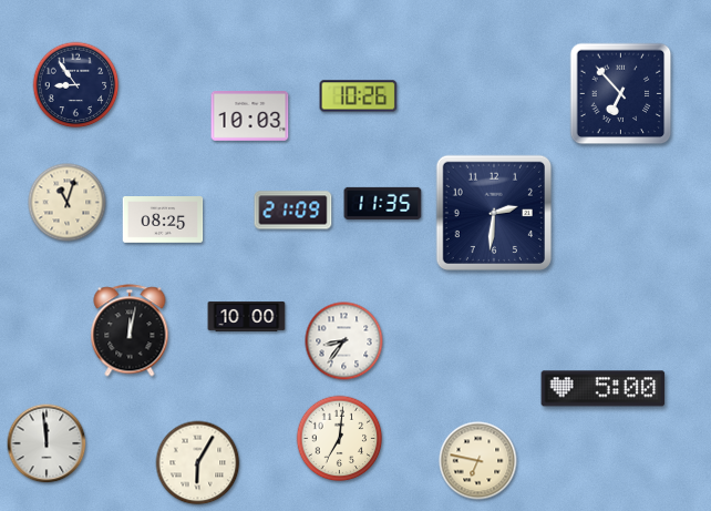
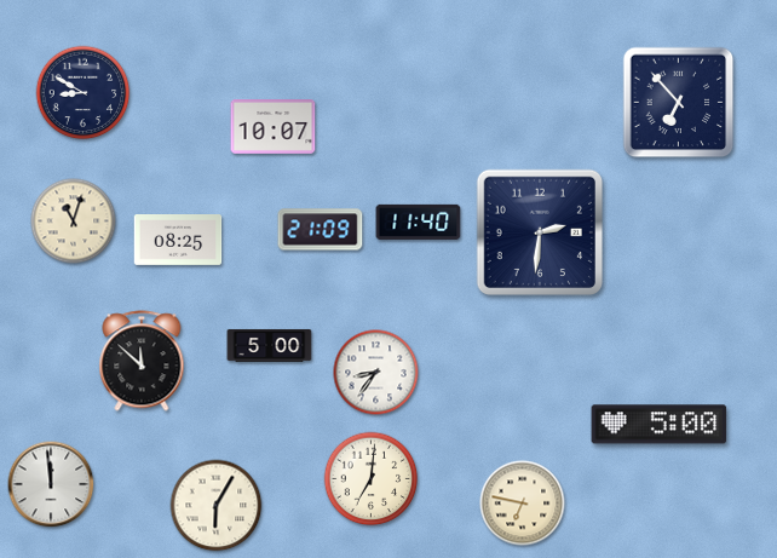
clock at (76, 85): 8:54 -> 8:50
clock at (359, 96): 10:26 -> none
clock at (250, 116): 10:03 -> 10:07
clock at (383, 203): 11:35 -> 11:40
clock at (247, 316): 10:00 -> 5:00
clock at (130, 330): 12:02 -> 11:52
